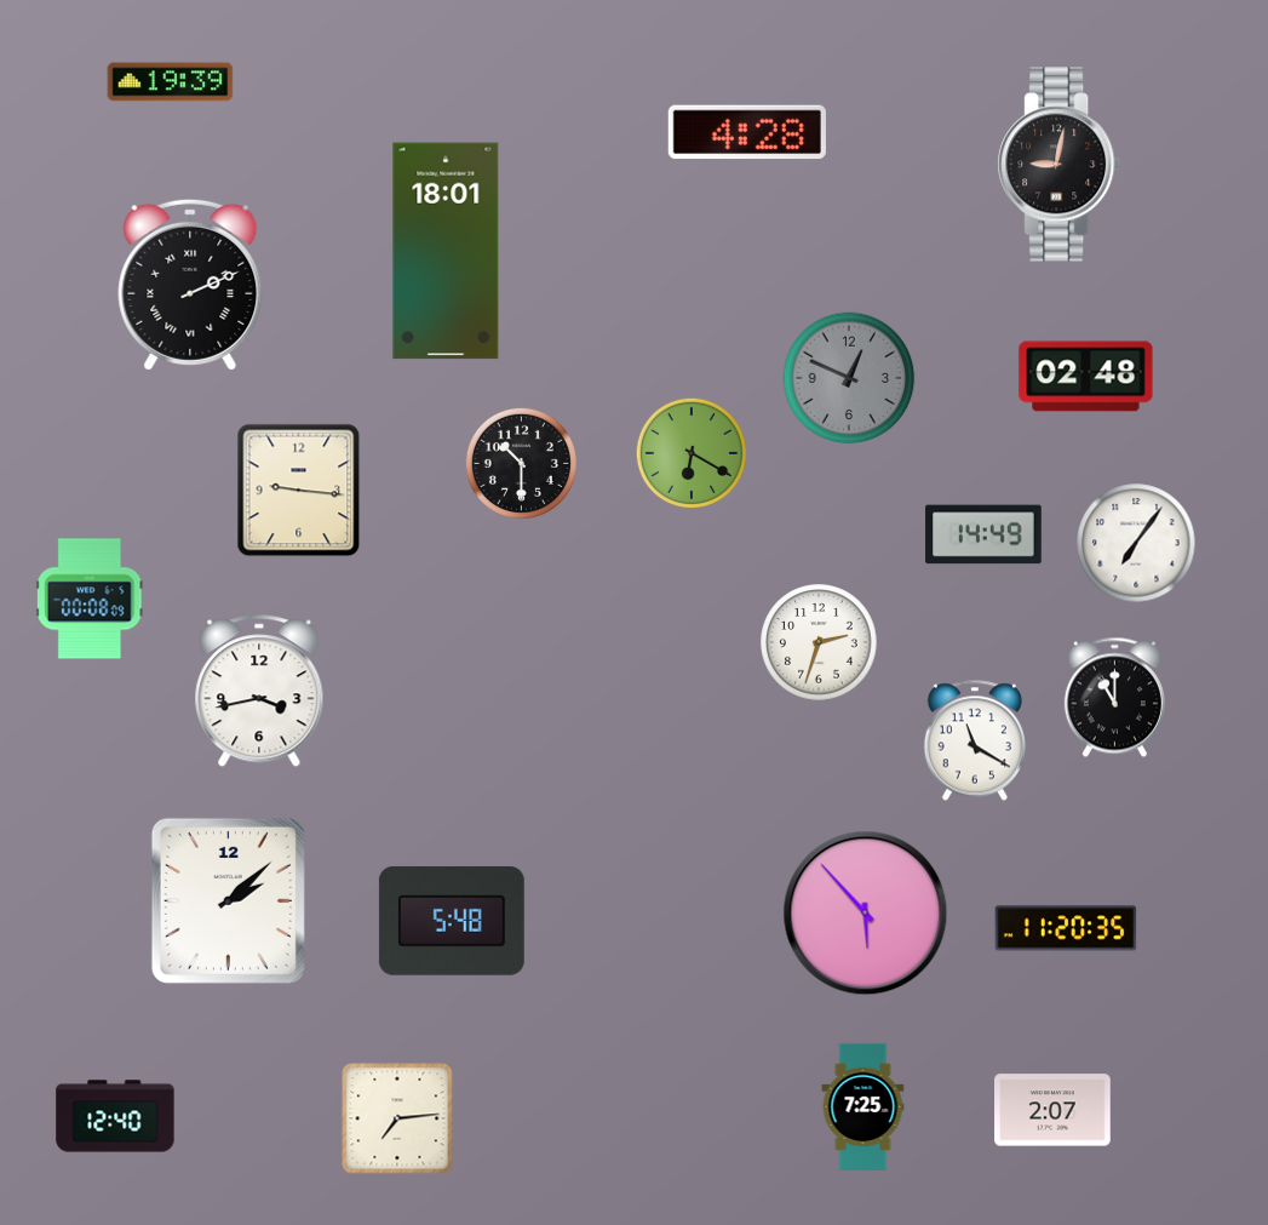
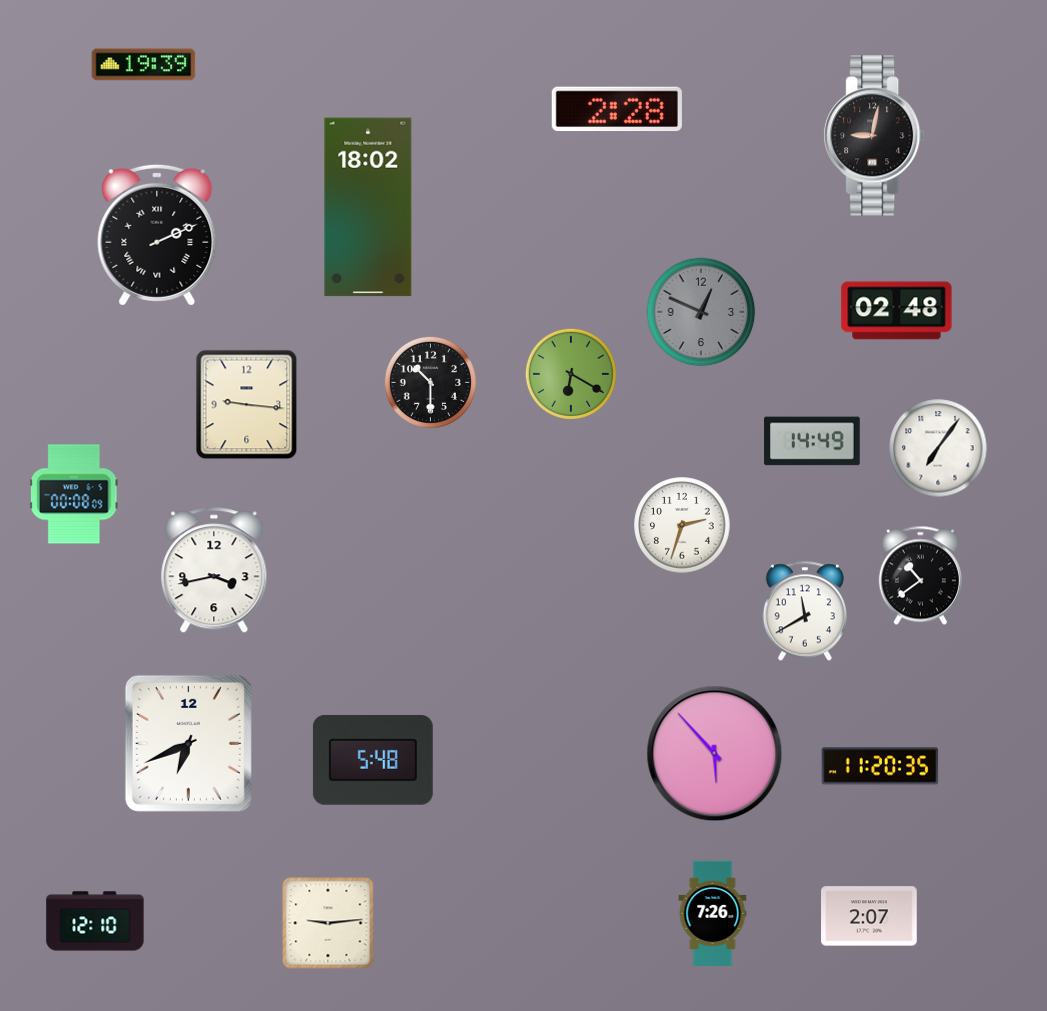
clock at (171, 82) position: (171, 82) -> (144, 65)
clock at (747, 132): 4:28 -> 2:28
clock at (446, 251): 18:01 -> 18:02
clock at (819, 642) position: (819, 642) -> (682, 525)
clock at (1114, 698): 11:00 -> 10:39
clock at (975, 740): 11:20 -> 11:40
clock at (228, 900): 2:08 -> 6:41
clock at (863, 1107): 7:25 -> 7:26
clock at (115, 1116): 12:40 -> 12:10
clock at (397, 1118): 7:14 -> 9:14
